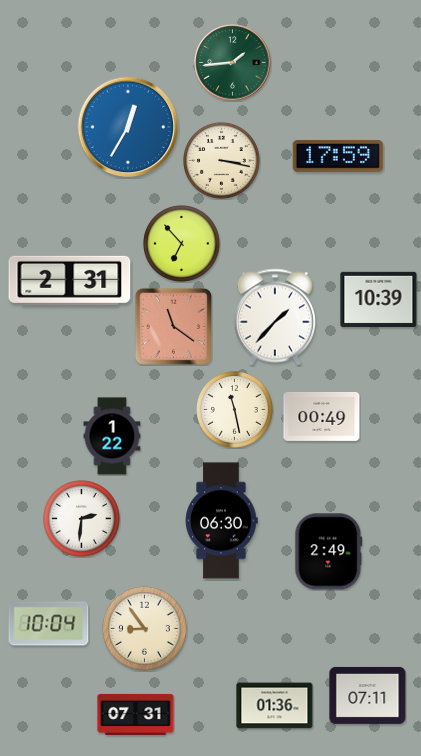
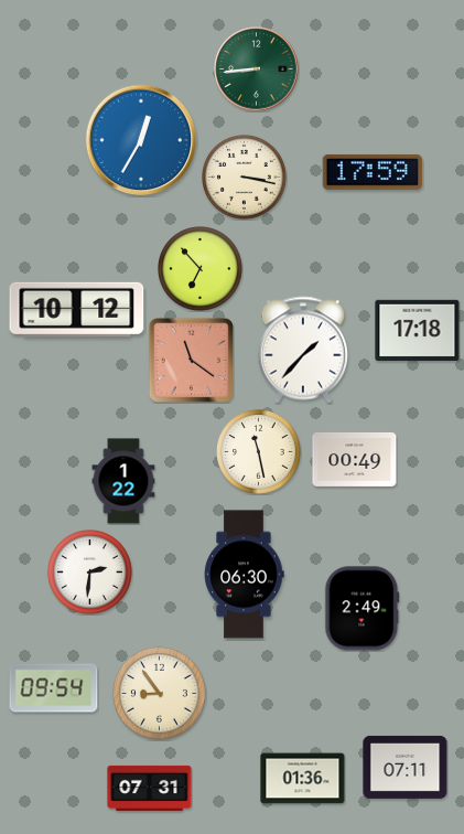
clock at (233, 63): 1:44 -> 8:44
clock at (70, 280): 2:31 -> 10:12
clock at (379, 299): 10:39 -> 17:18
clock at (49, 624): 10:04 -> 09:54
